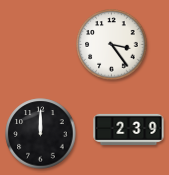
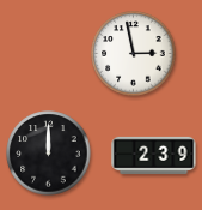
clock at (112, 45): 3:24 -> 2:58
clock at (41, 134) position: (41, 134) -> (49, 154)
